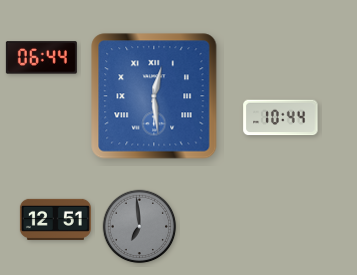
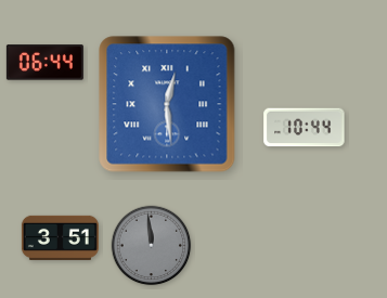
clock at (55, 219): 12:51 -> 3:51
clock at (140, 227): 6:59 -> 11:59
